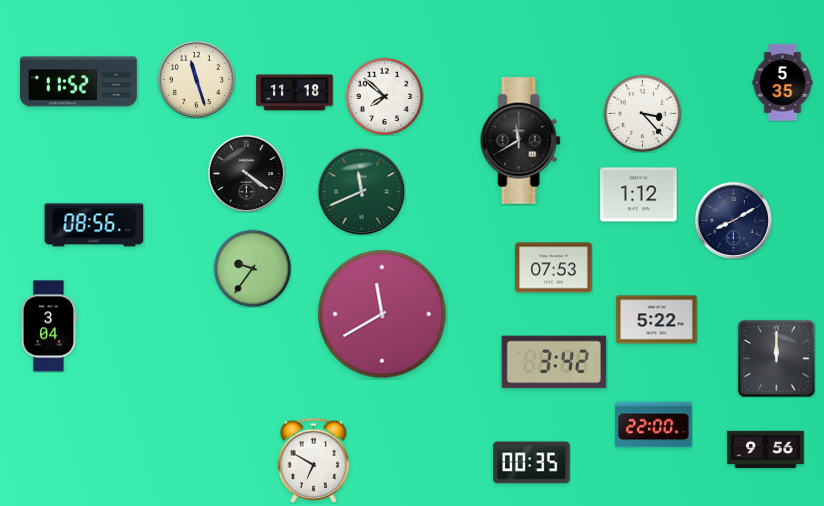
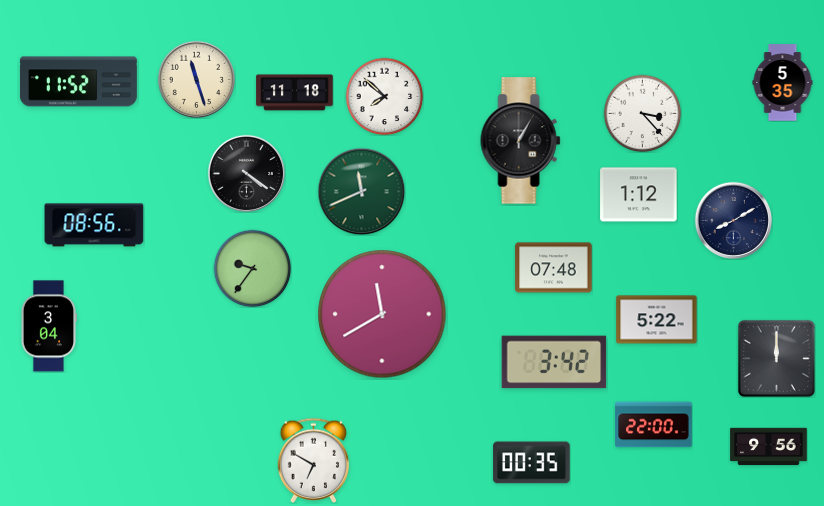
clock at (521, 141): 11:40 -> 1:05
clock at (554, 268): 07:53 -> 07:48
clock at (766, 450) position: (766, 450) -> (769, 447)
